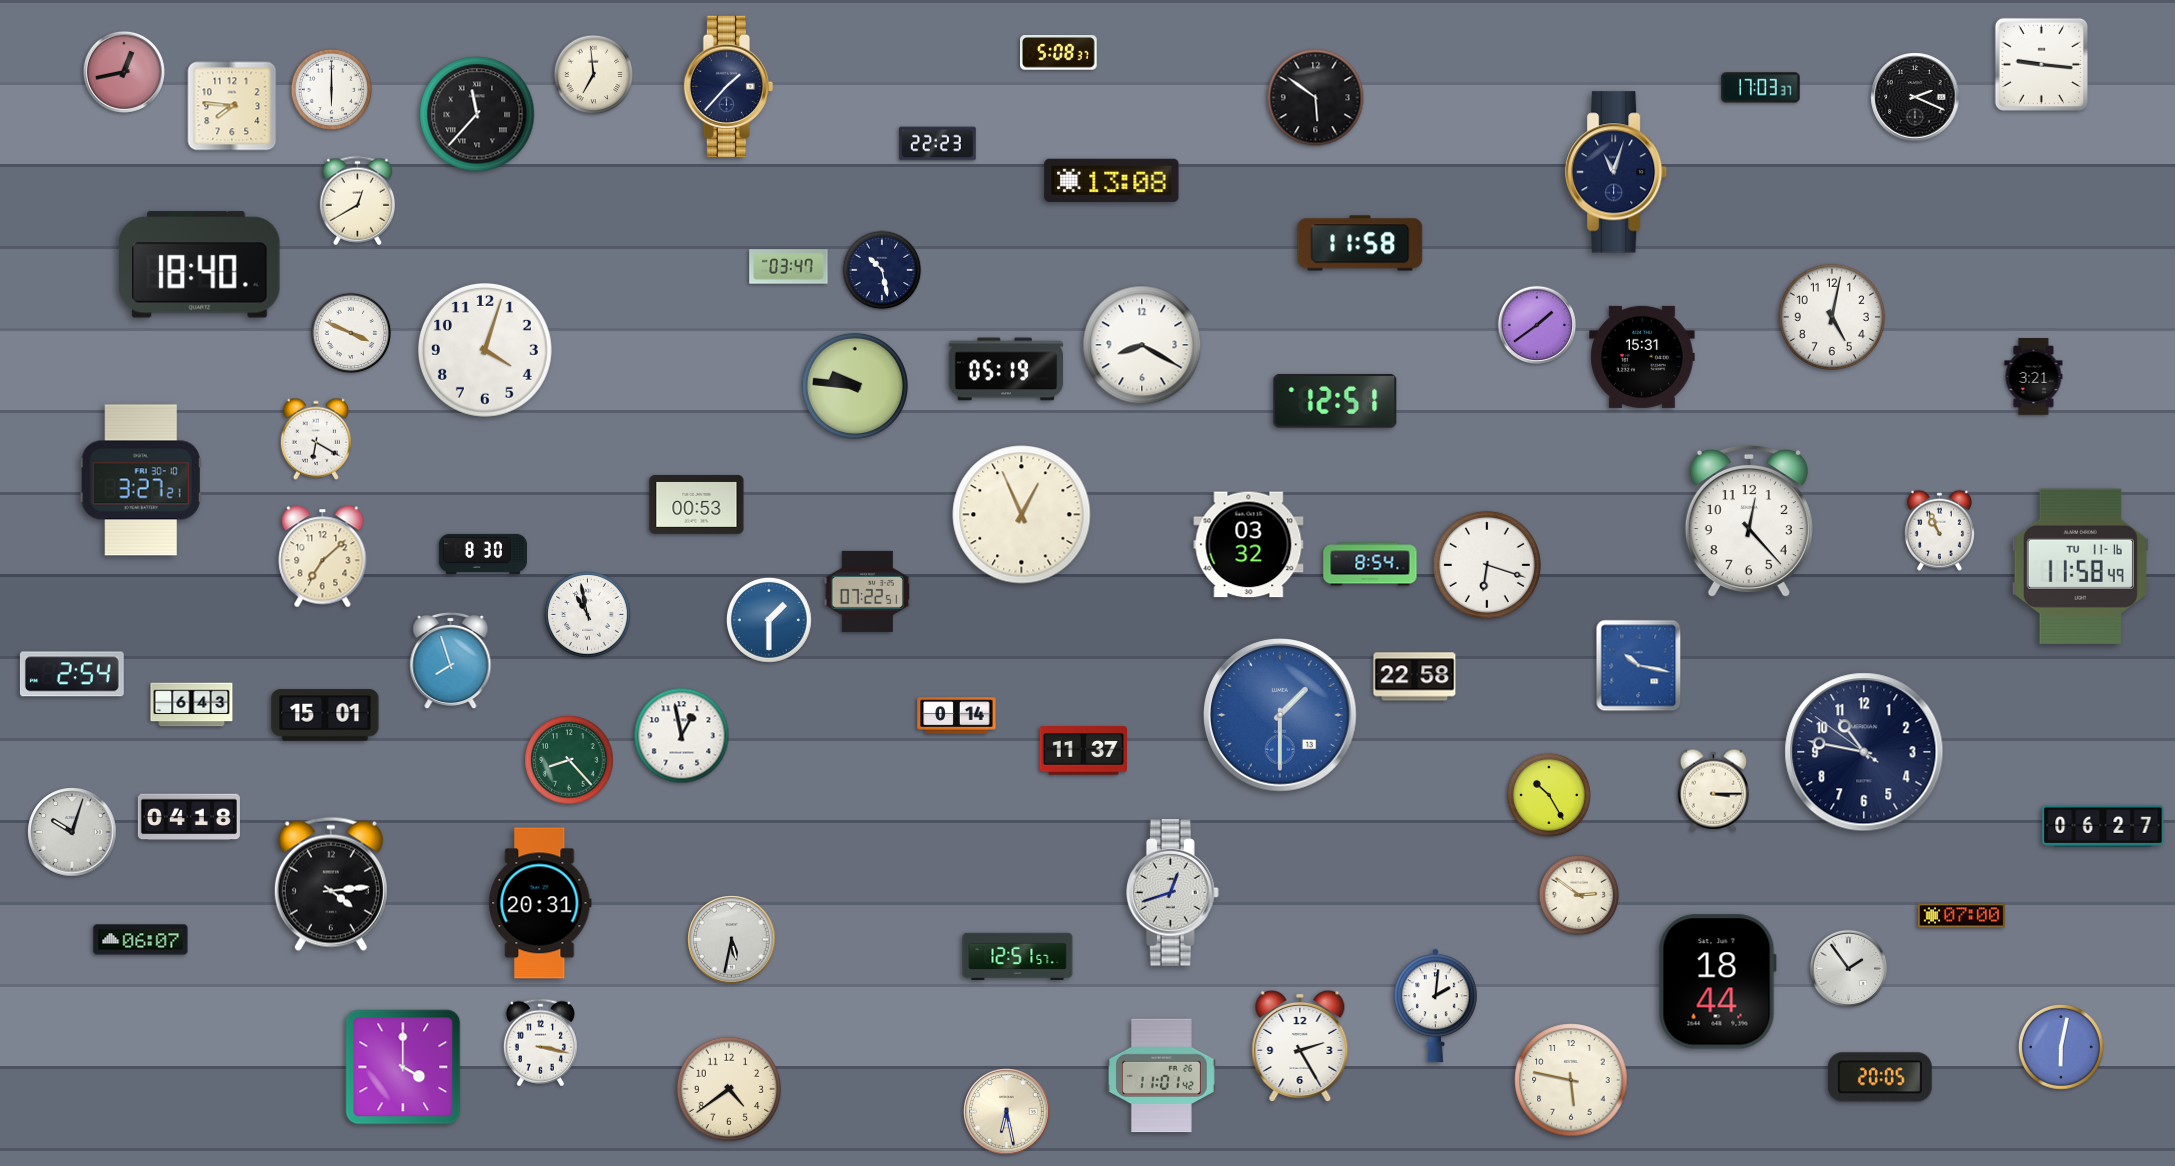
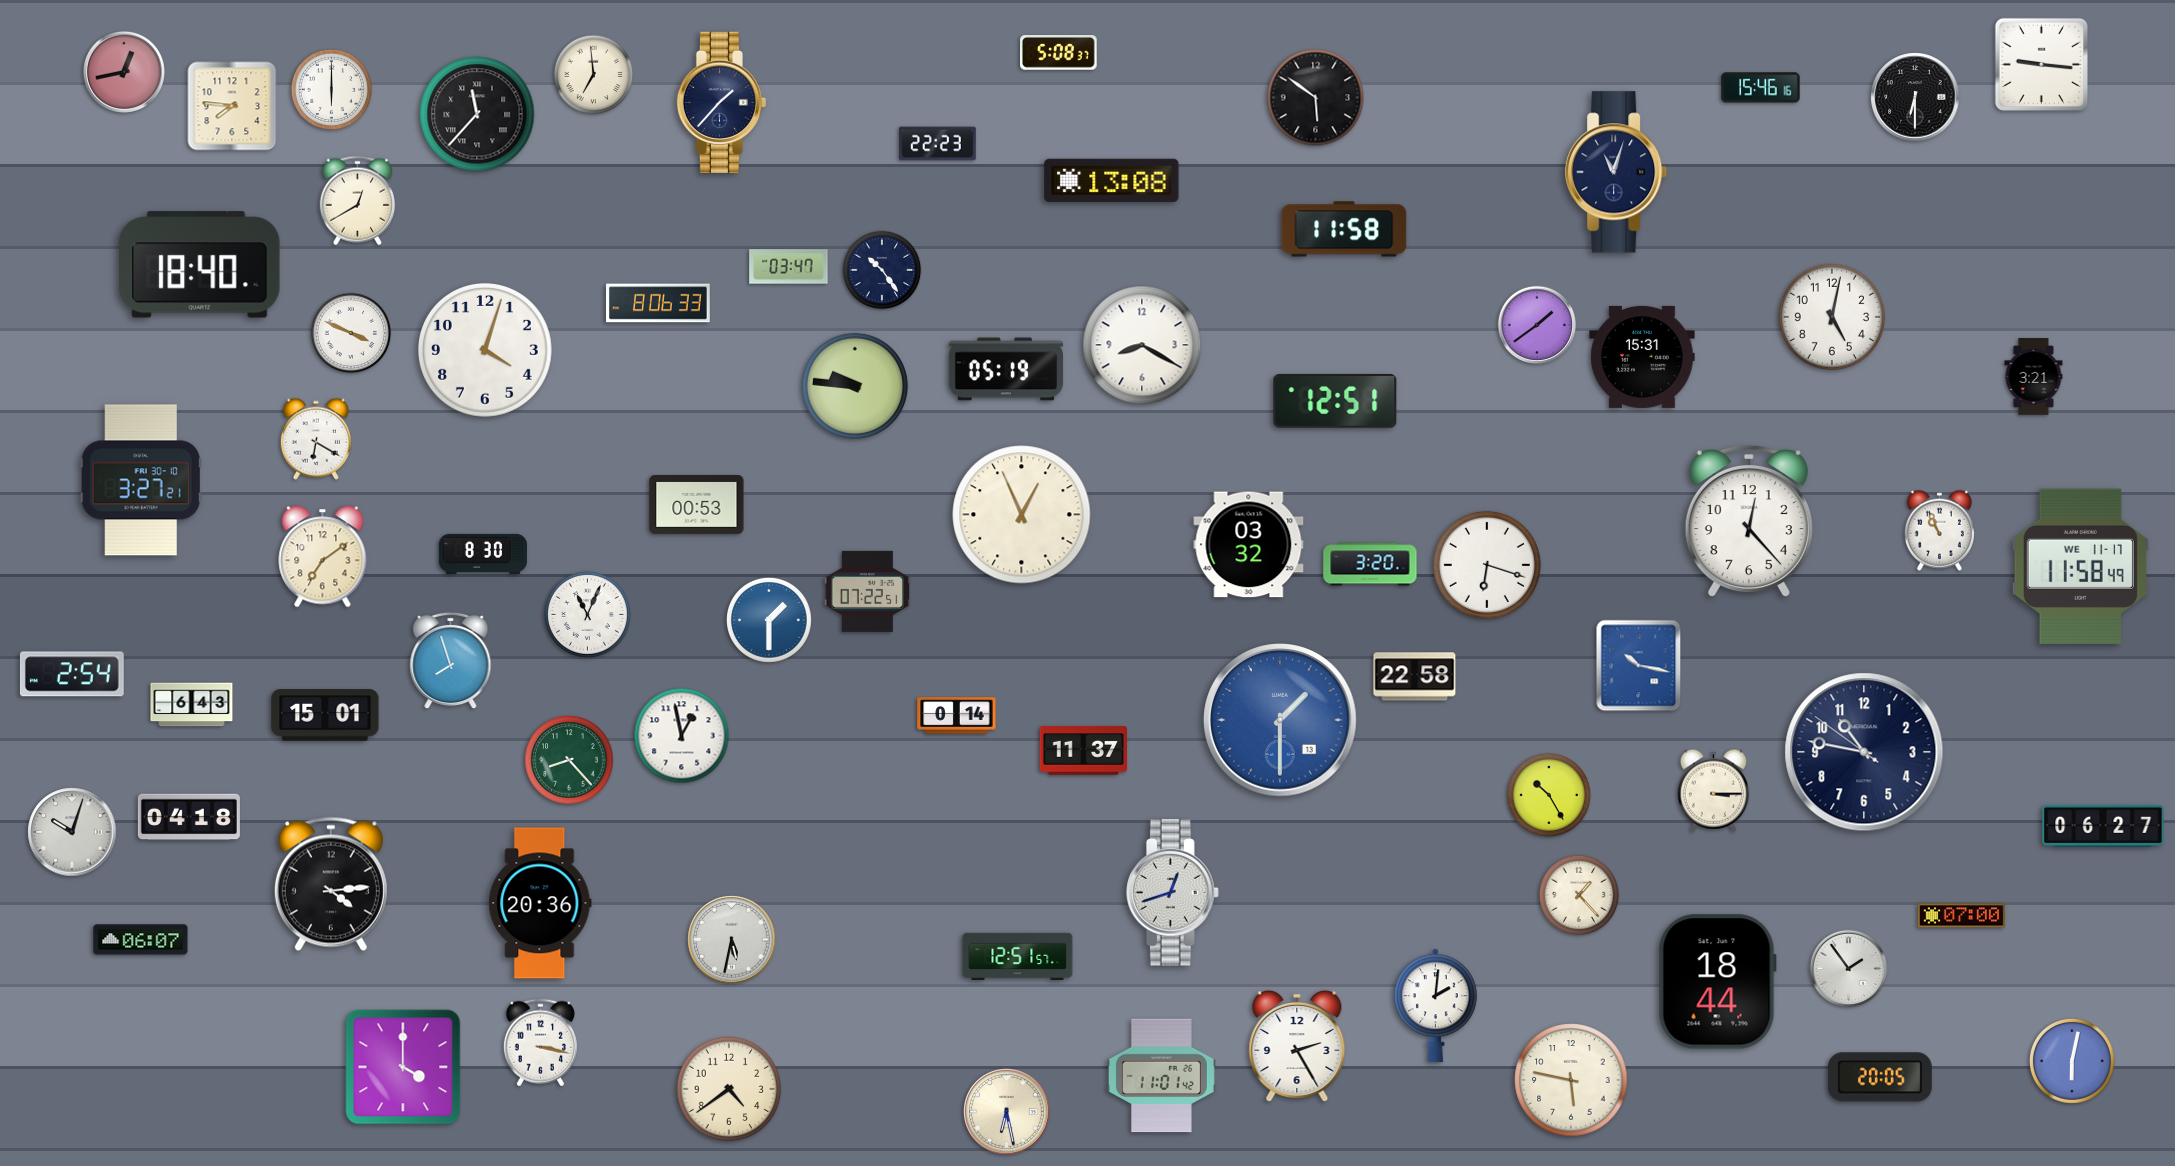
clock at (729, 87) position: (729, 87) -> (722, 103)
clock at (1761, 88): 17:03 -> 15:46
clock at (1915, 97): 2:19 -> 6:30
clock at (1360, 243) position: (1360, 243) -> (1344, 229)
clock at (882, 270): 10:28 -> 10:24
clock at (659, 303): none -> 8:06
clock at (323, 557): 7:08 -> 7:09
clock at (1370, 564): 8:54 -> 3:20
clock at (2080, 566) date: TU 11-16 -> WE 11-17
clock at (588, 615): 10:58 -> 11:04
clock at (1280, 715) position: (1280, 715) -> (1280, 720)
clock at (1579, 895): 2:51 -> 1:23
clock at (540, 903): 20:31 -> 20:36
clock at (1300, 1045) position: (1300, 1045) -> (1297, 1045)
clock at (2061, 1047) position: (2061, 1047) -> (2072, 1061)
